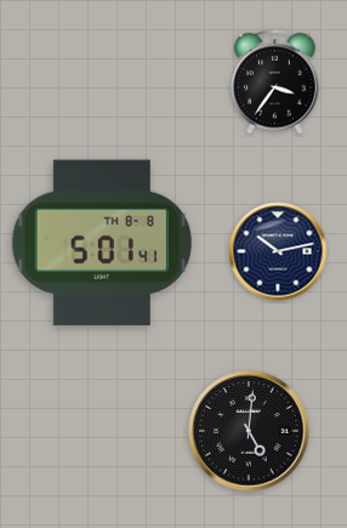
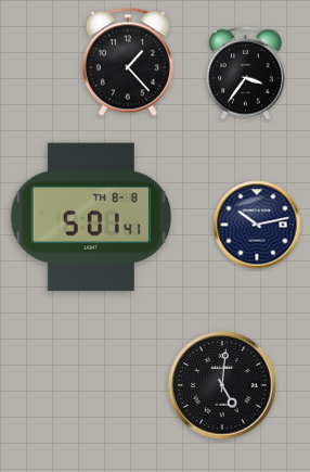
clock at (128, 62): none -> 1:23
clock at (278, 251) position: (278, 251) -> (257, 225)
